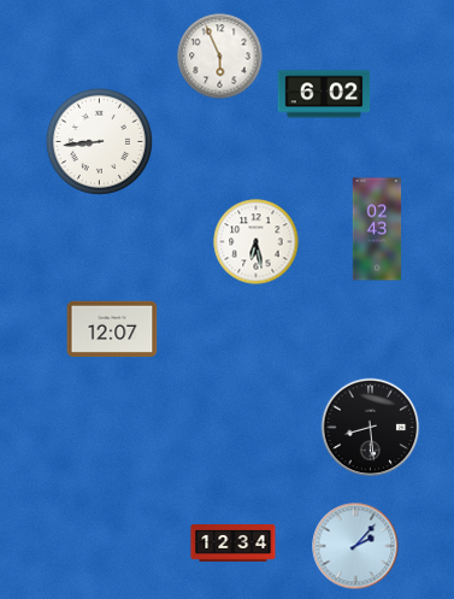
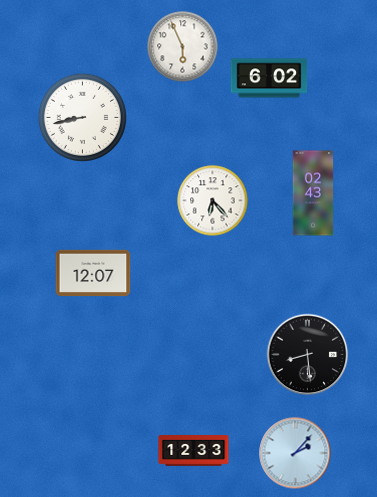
clock at (99, 141): 8:44 -> 8:43
clock at (377, 229) position: (377, 229) -> (313, 193)
clock at (257, 242): 6:28 -> 6:23
clock at (234, 544): 12:34 -> 12:33
